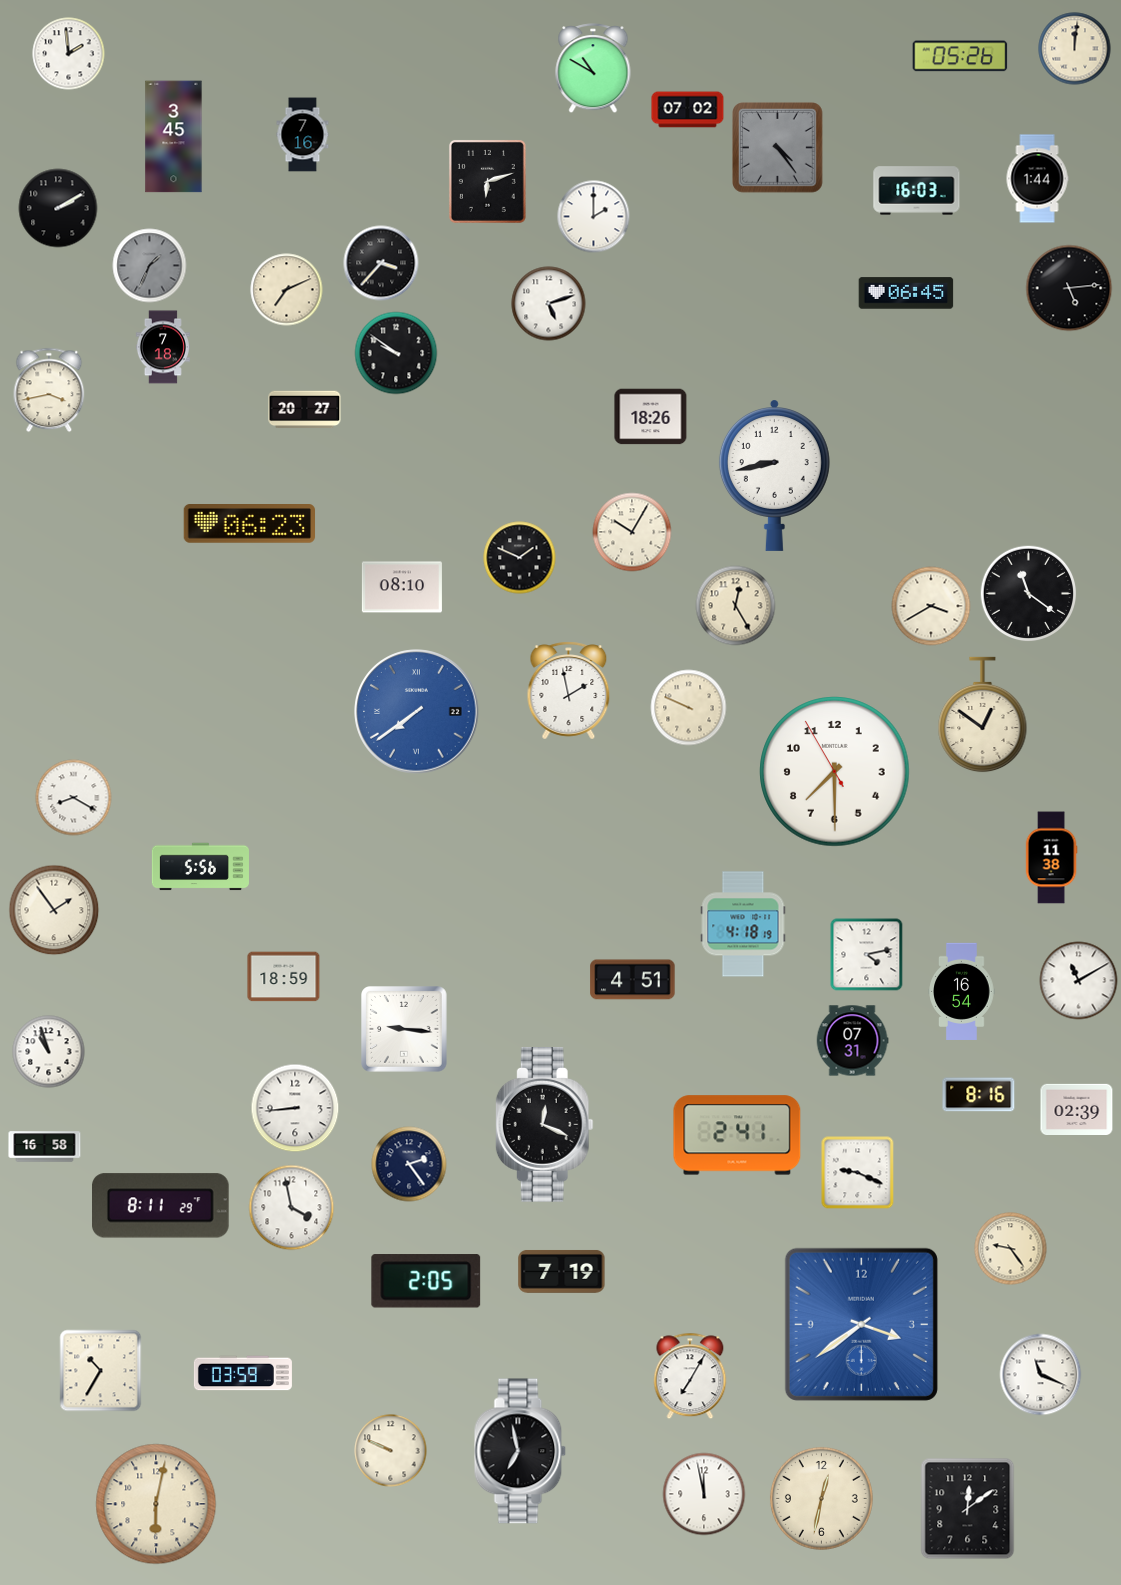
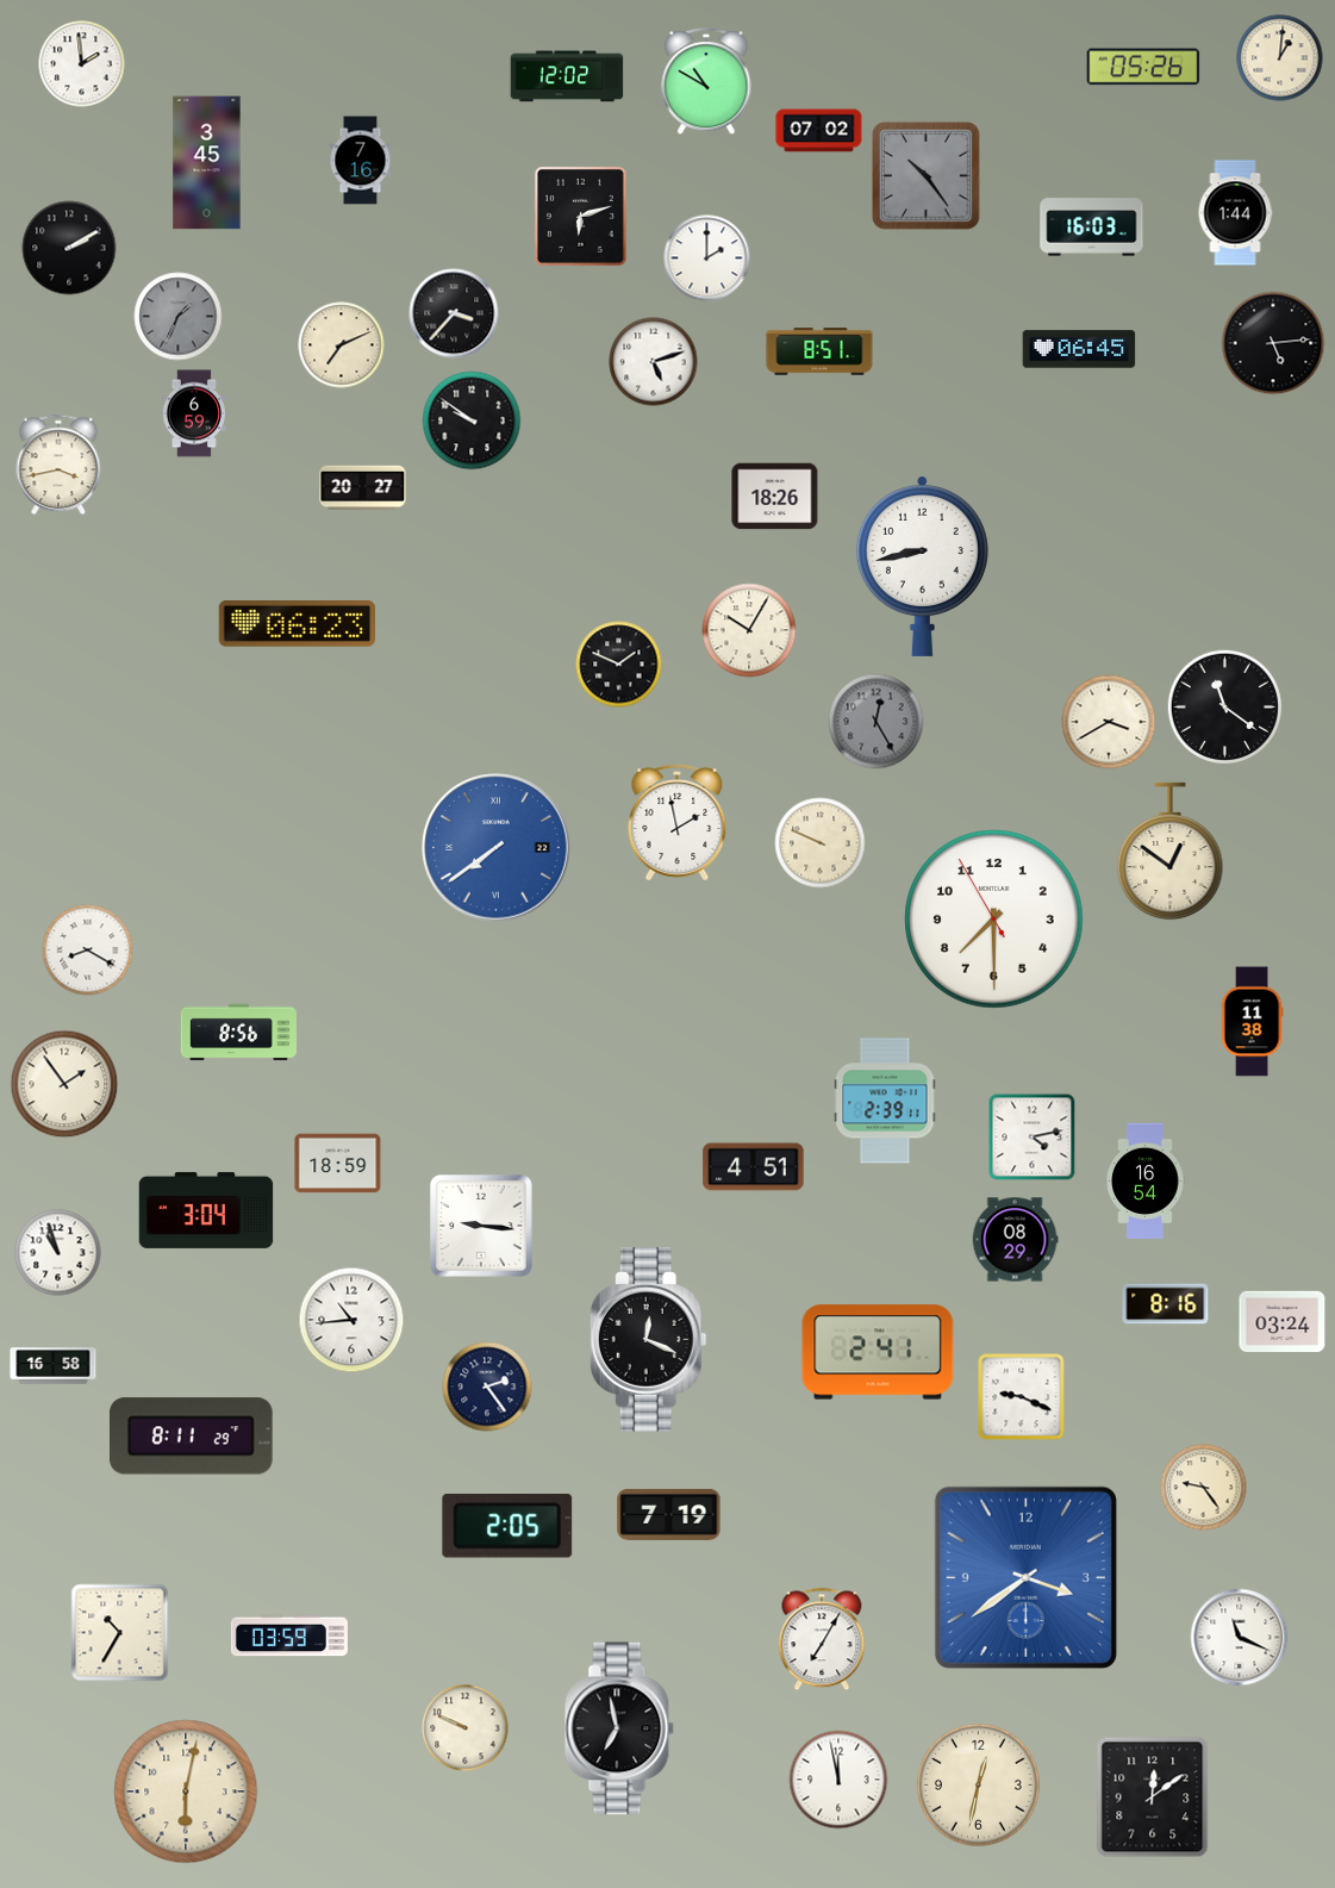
clock at (1075, 49): 12:01 -> 1:01
clock at (567, 76): none -> 12:02
clock at (778, 148): 4:24 -> 10:24
clock at (819, 351): none -> 8:51
clock at (163, 347): 7:18 -> 6:59
clock at (632, 532) position: (632, 532) -> (749, 630)
clock at (402, 587): 08:10 -> none
clock at (736, 606) dial: cream -> grey
clock at (200, 867): 5:56 -> 8:56
clock at (743, 924): 4:18 -> 2:39
clock at (1079, 981): 11:10 -> none
clock at (206, 1210): none -> 3:04
clock at (852, 1041): 07:31 -> 08:29
clock at (295, 1108): 8:44 -> 10:44
clock at (1077, 1109): 02:39 -> 03:24
clock at (292, 1208): 3:58 -> none
